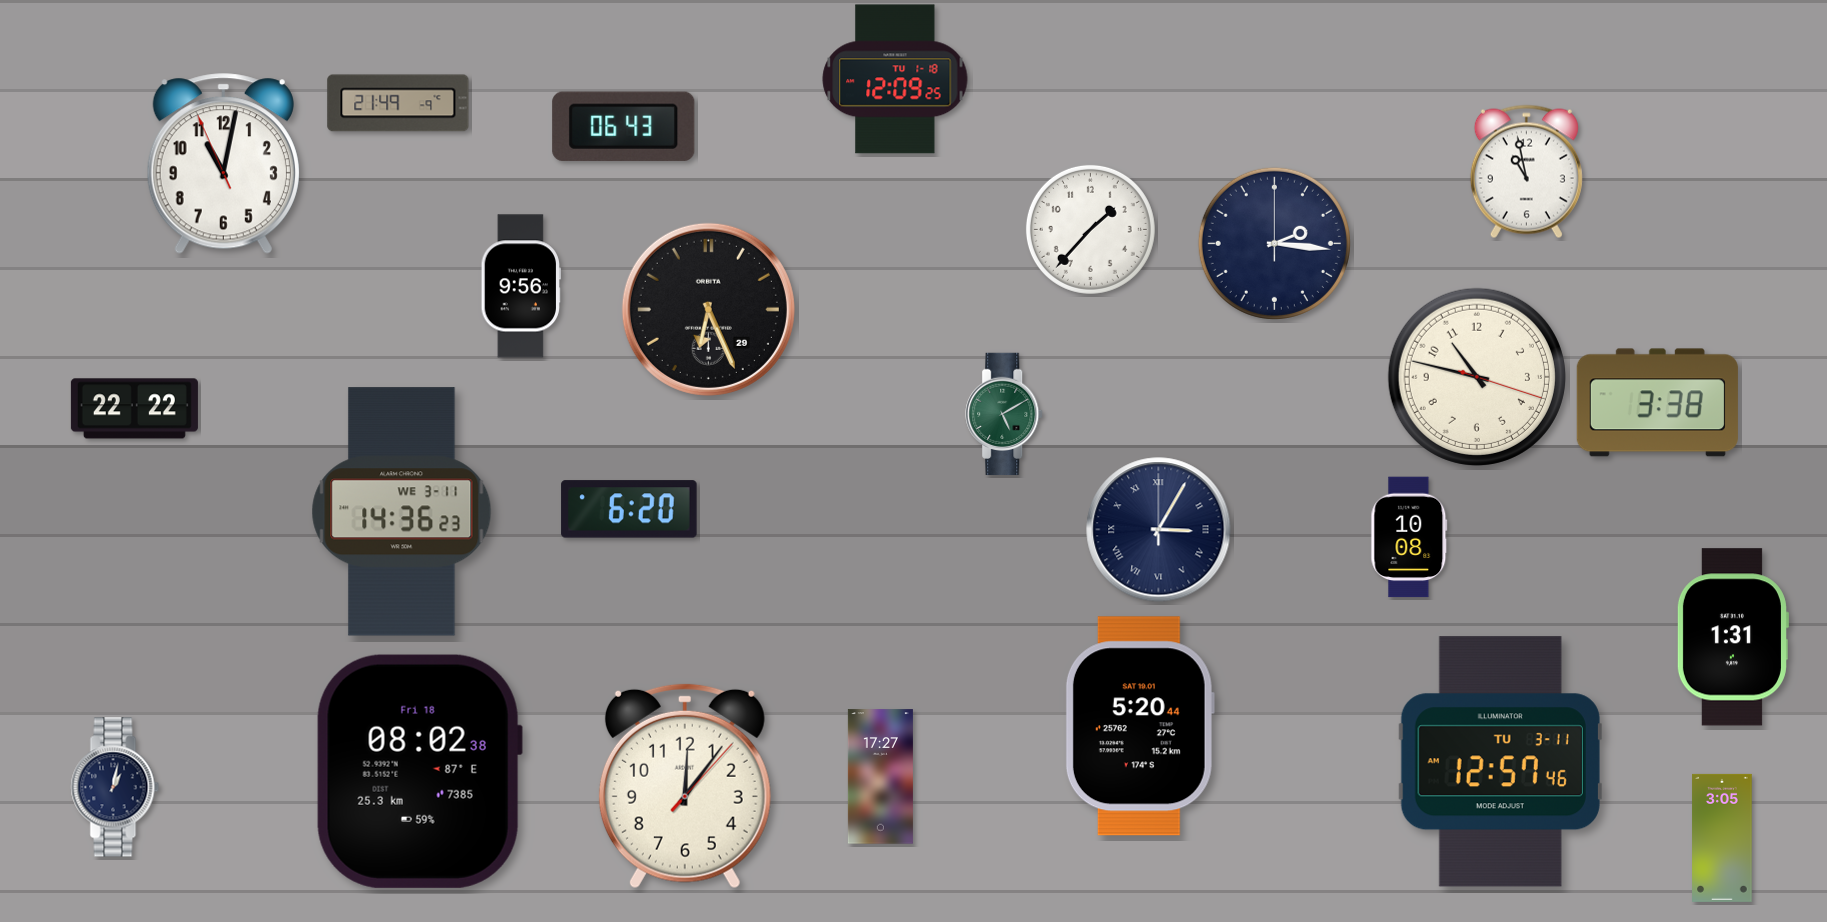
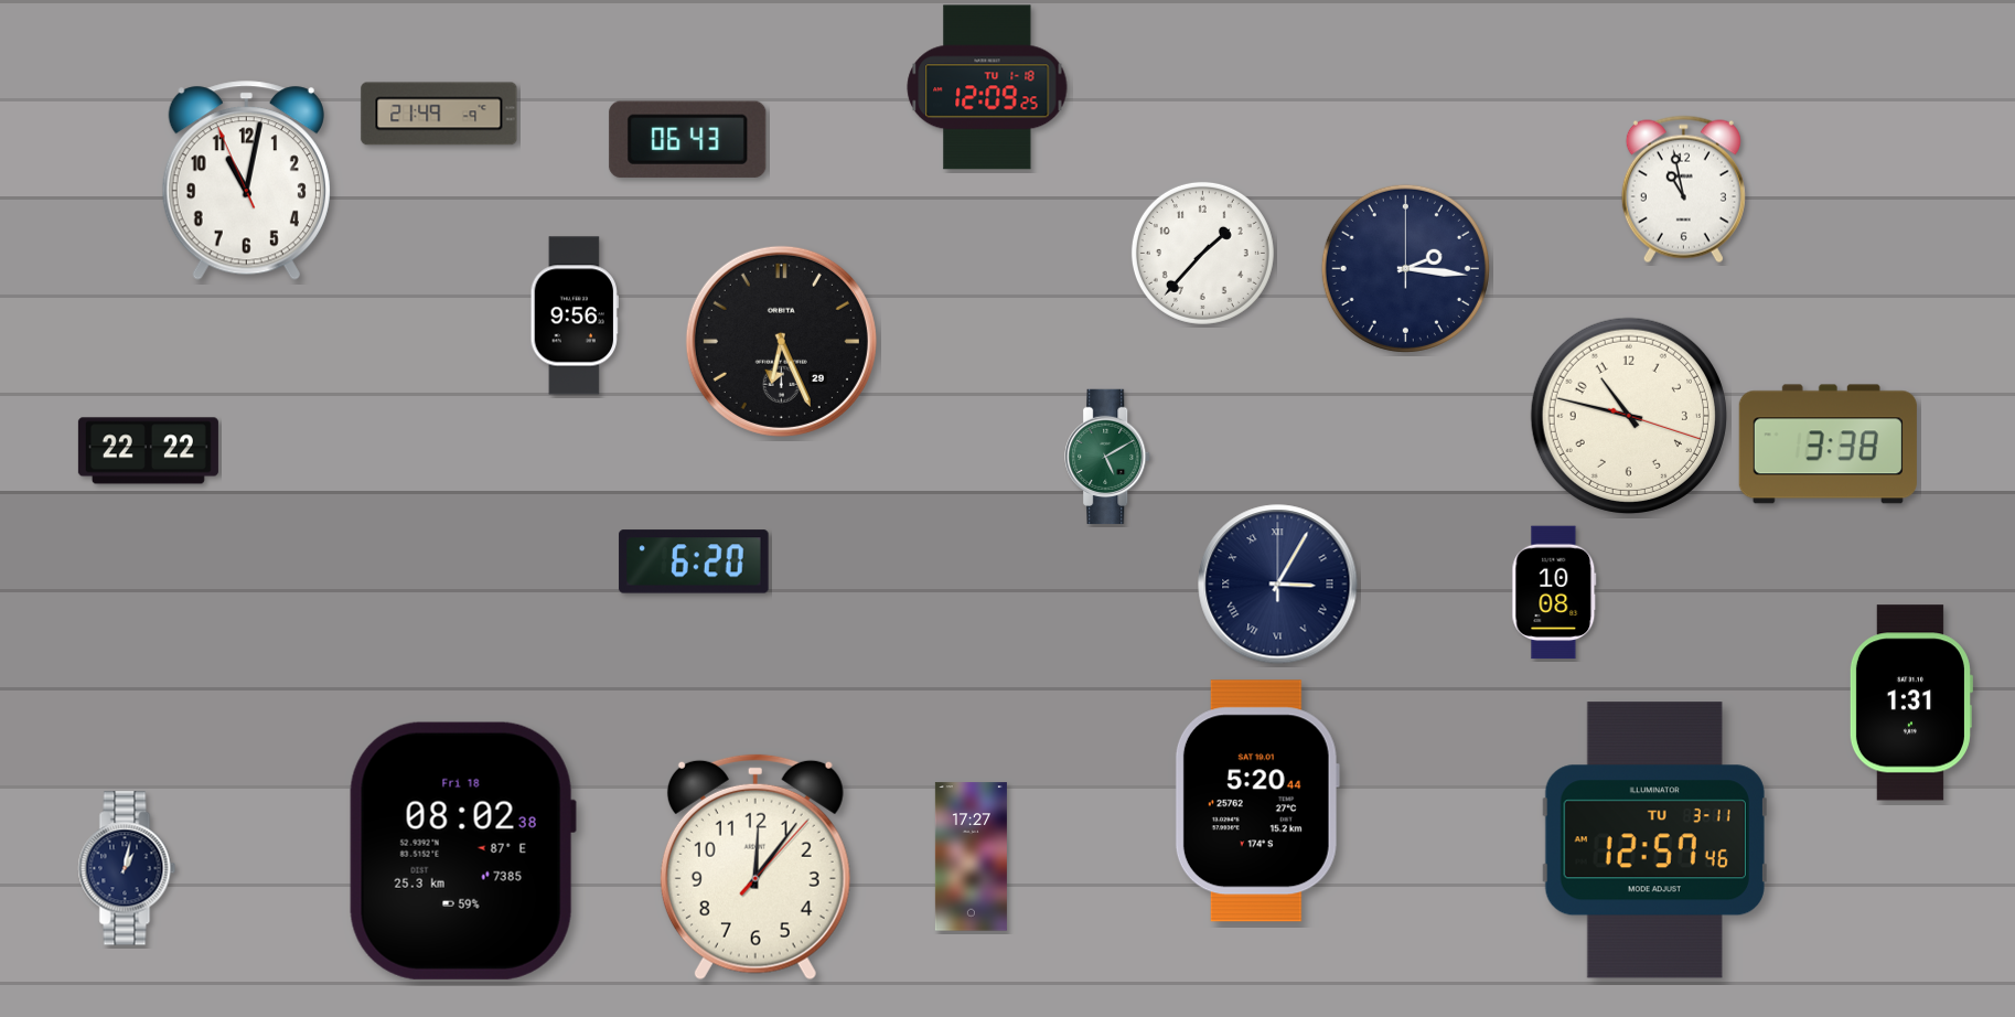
clock at (402, 512): 14:36 -> none
clock at (1722, 838): 3:05 -> none
